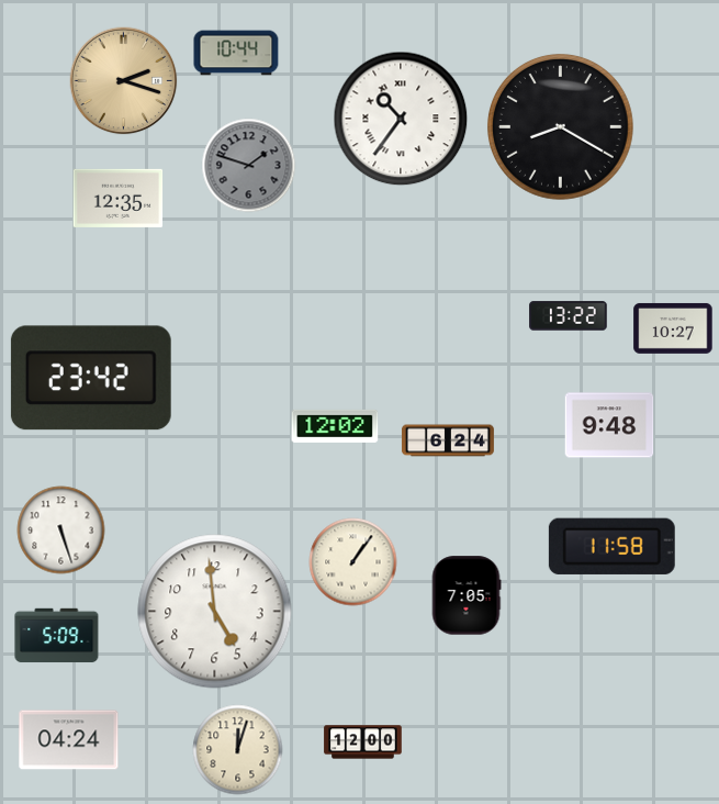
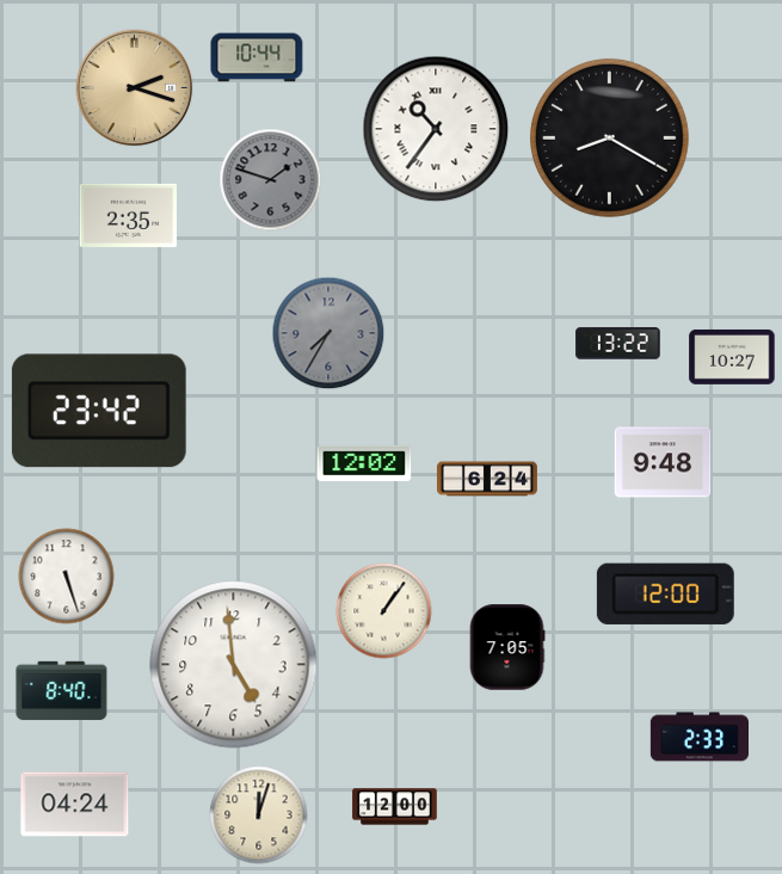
clock at (119, 198): 12:35 -> 2:35
clock at (328, 333): none -> 7:35
clock at (611, 546): 11:58 -> 12:00
clock at (57, 636): 5:09 -> 8:40
clock at (698, 737): none -> 2:33
